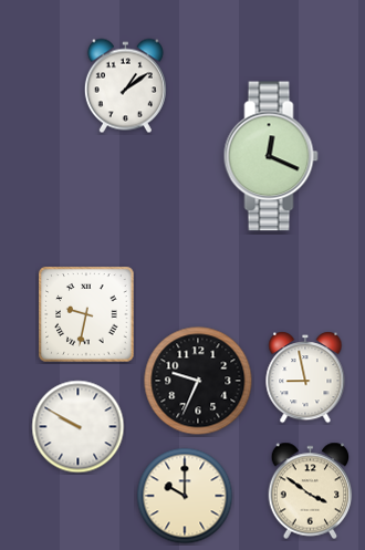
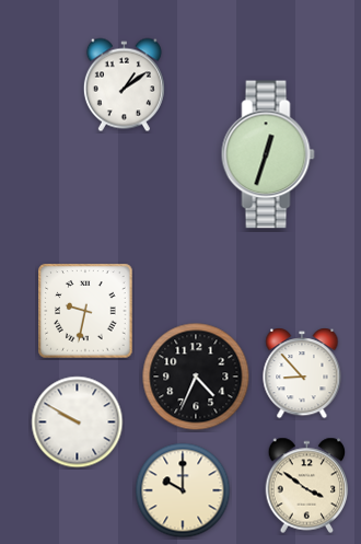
clock at (271, 156): 12:19 -> 12:33
clock at (305, 377): 8:58 -> 8:53
clock at (198, 381): 9:34 -> 4:34
